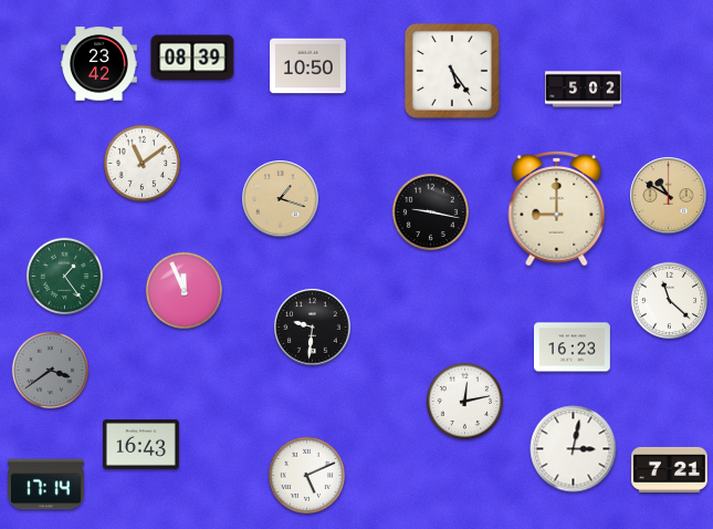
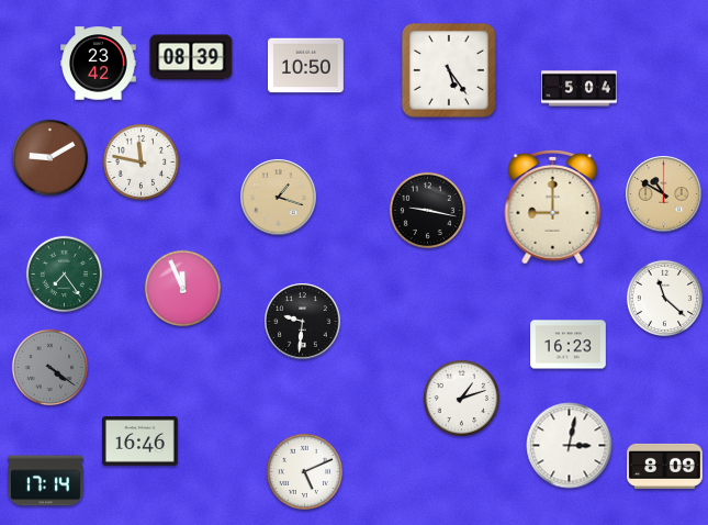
clock at (584, 90): 5:02 -> 5:04
clock at (49, 157): none -> 9:10
clock at (141, 163): 11:09 -> 11:47
clock at (64, 276): 1:24 -> 7:24
clock at (313, 328) position: (313, 328) -> (303, 322)
clock at (50, 370): 3:39 -> 4:21
clock at (464, 401): 12:13 -> 1:12
clock at (141, 445): 16:43 -> 16:46
clock at (670, 469): 7:21 -> 8:09
